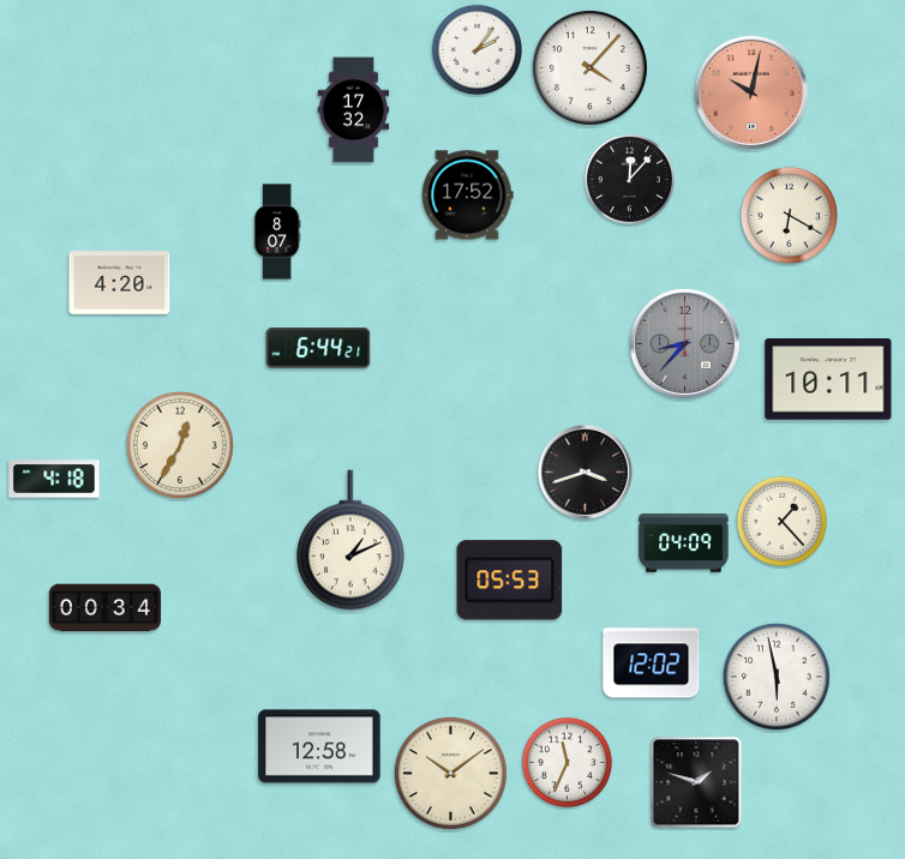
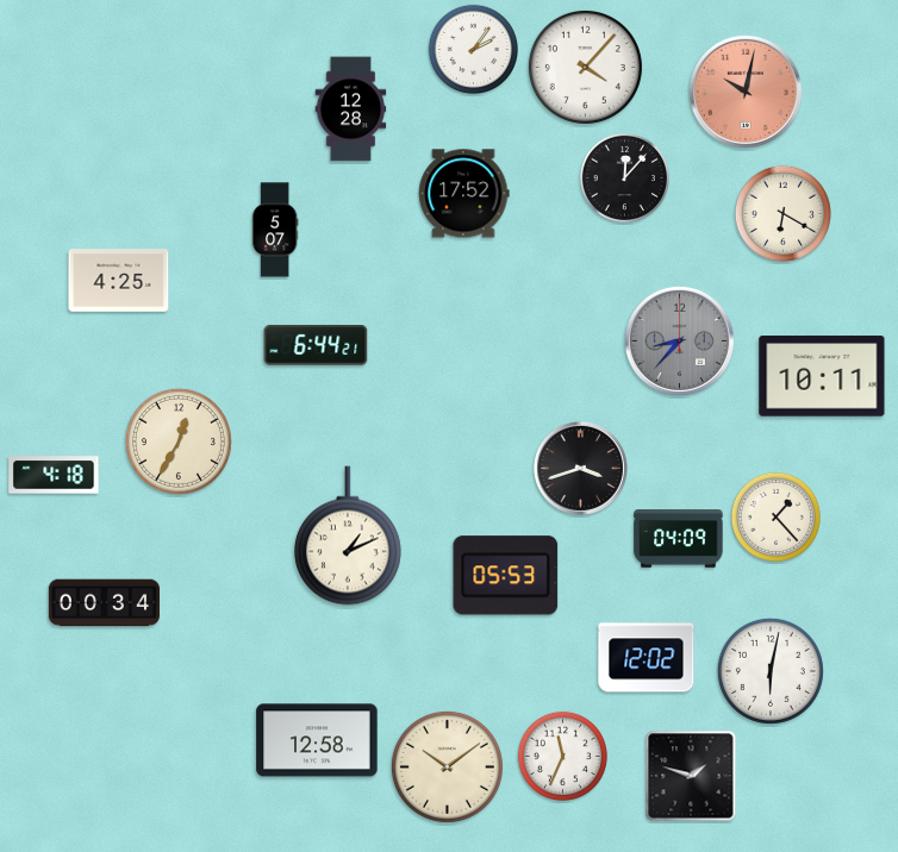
clock at (354, 110): 17:32 -> 12:28
clock at (277, 232): 8:07 -> 5:07
clock at (120, 283): 4:20 -> 4:25
clock at (777, 677): 5:58 -> 6:02
